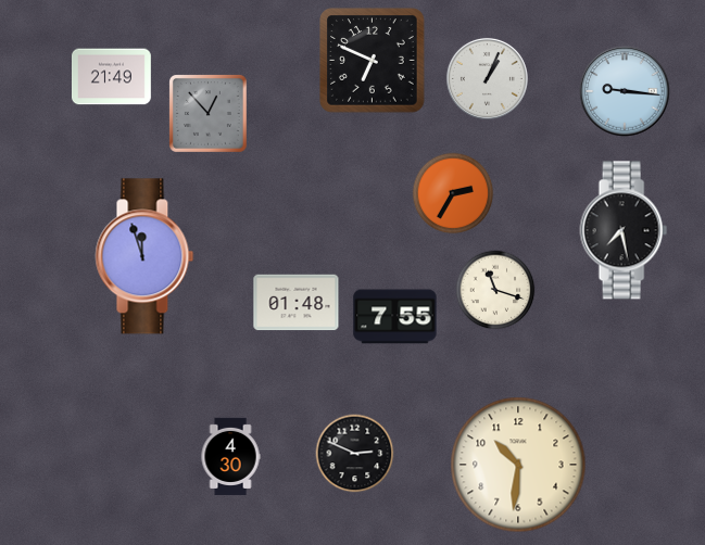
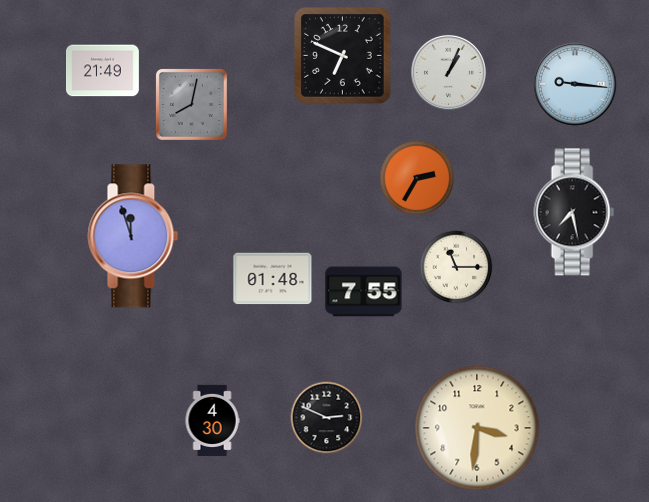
clock at (209, 114): 12:53 -> 8:02
clock at (495, 290): 11:18 -> 11:15
clock at (518, 465): 10:31 -> 3:31
